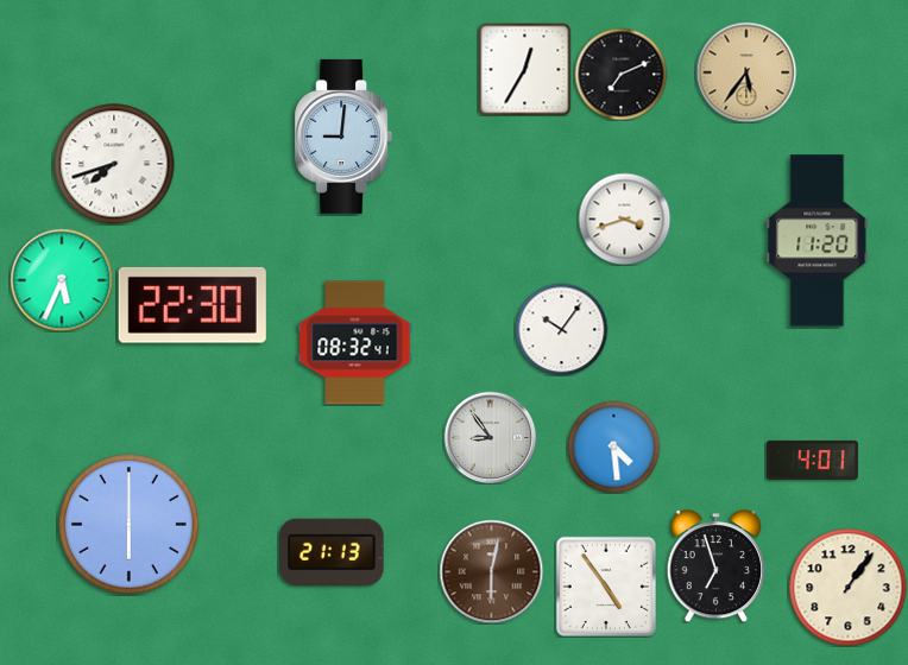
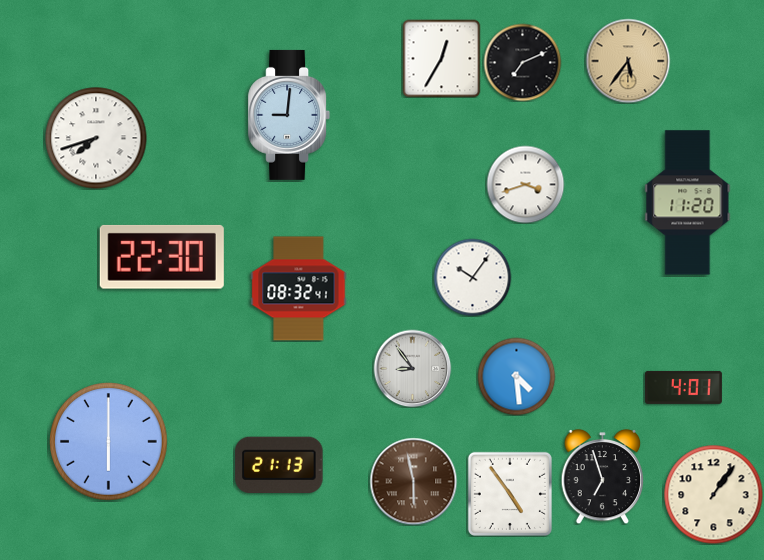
clock at (62, 280): 5:34 -> none
clock at (491, 571): 6:02 -> 5:58
